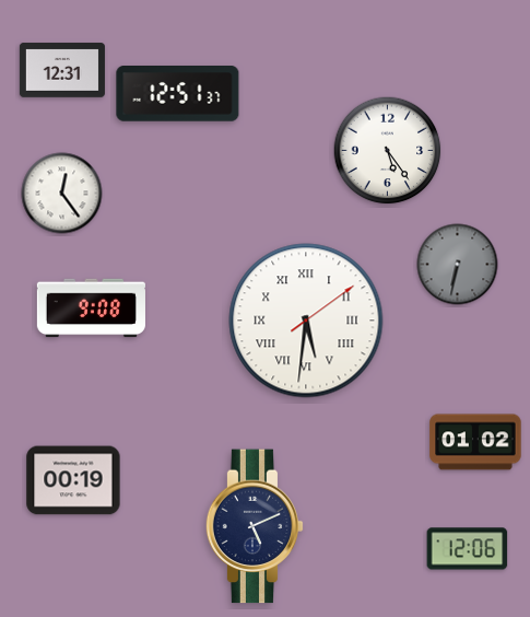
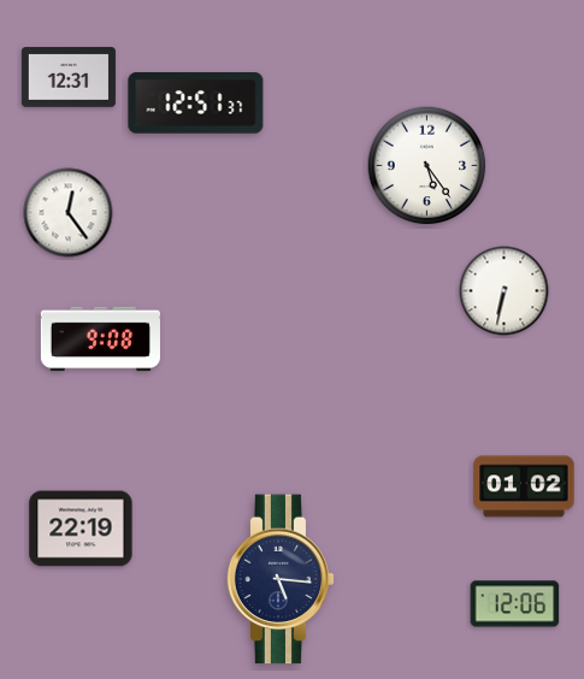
clock at (458, 265) dial: grey -> white
clock at (306, 321): 5:31 -> none
clock at (73, 480): 00:19 -> 22:19
clock at (255, 526): 5:11 -> 5:16
